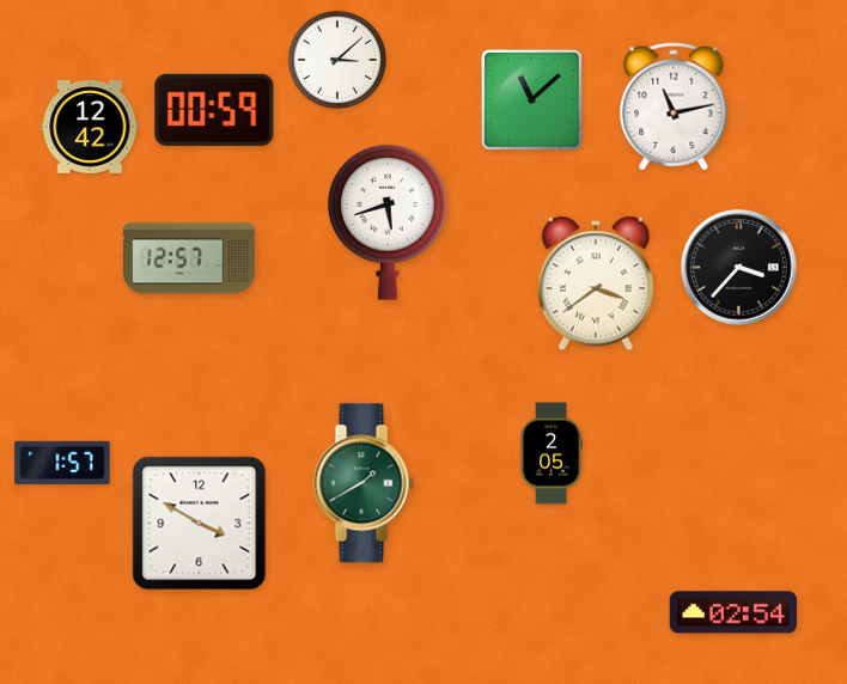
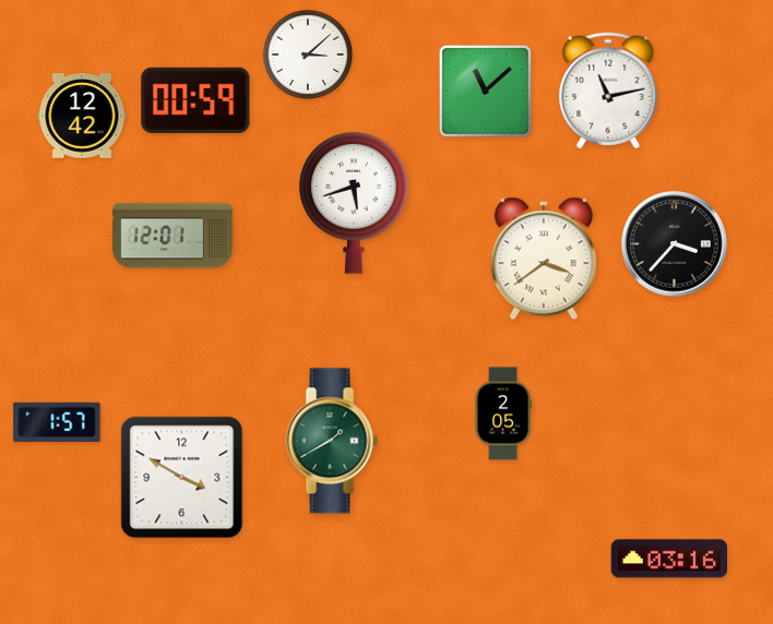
clock at (674, 106) position: (674, 106) -> (608, 91)
clock at (190, 258): 12:57 -> 12:01
clock at (732, 612): 02:54 -> 03:16
